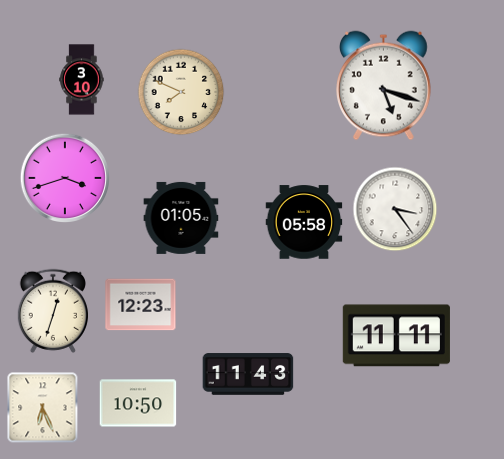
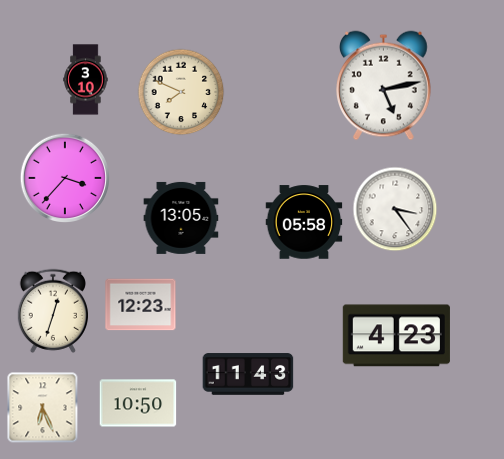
clock at (82, 80) position: (82, 80) -> (86, 80)
clock at (384, 86): 5:18 -> 5:13
clock at (64, 177): 3:42 -> 3:37
clock at (181, 218): 01:05 -> 13:05
clock at (396, 336): 11:11 -> 4:23
